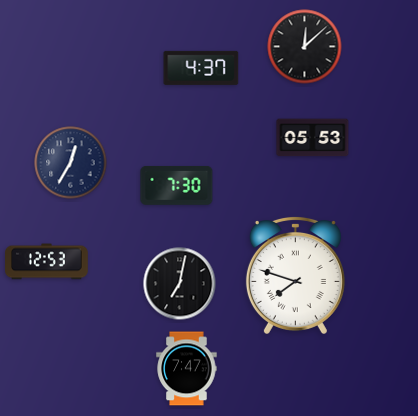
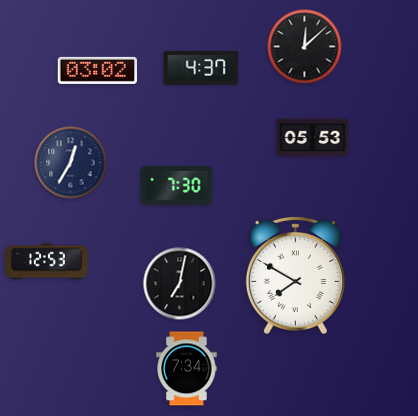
clock at (97, 70): none -> 03:02
clock at (295, 275): 7:48 -> 7:50
clock at (187, 369): 7:47 -> 7:34
